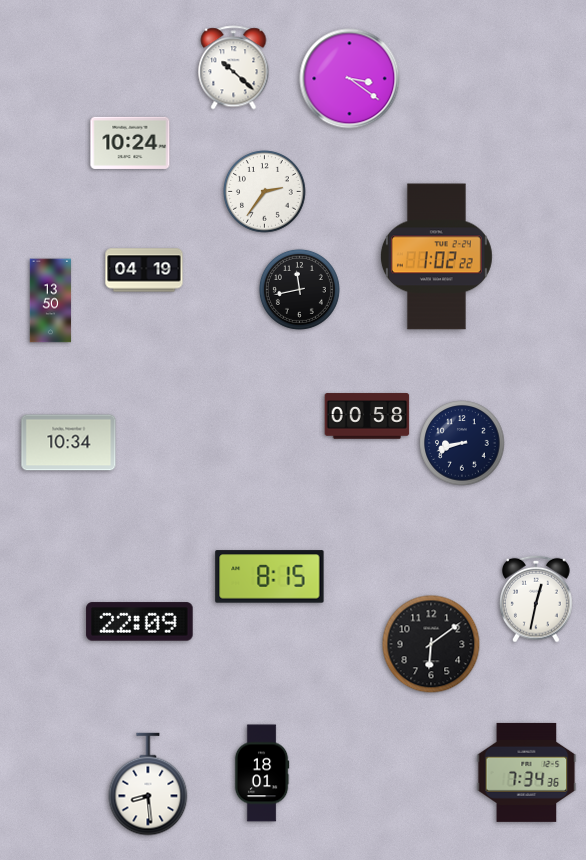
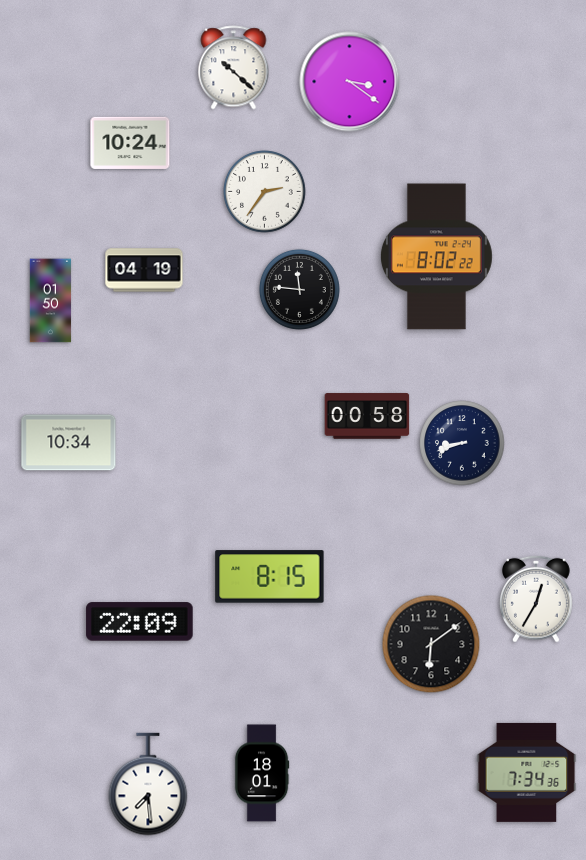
clock at (350, 79) position: (350, 79) -> (350, 82)
clock at (436, 257): 1:02 -> 8:02
clock at (299, 289): 11:43 -> 11:46
clock at (51, 301): 13:50 -> 01:50
clock at (536, 599): 12:32 -> 12:35
clock at (148, 784): 8:29 -> 7:29
